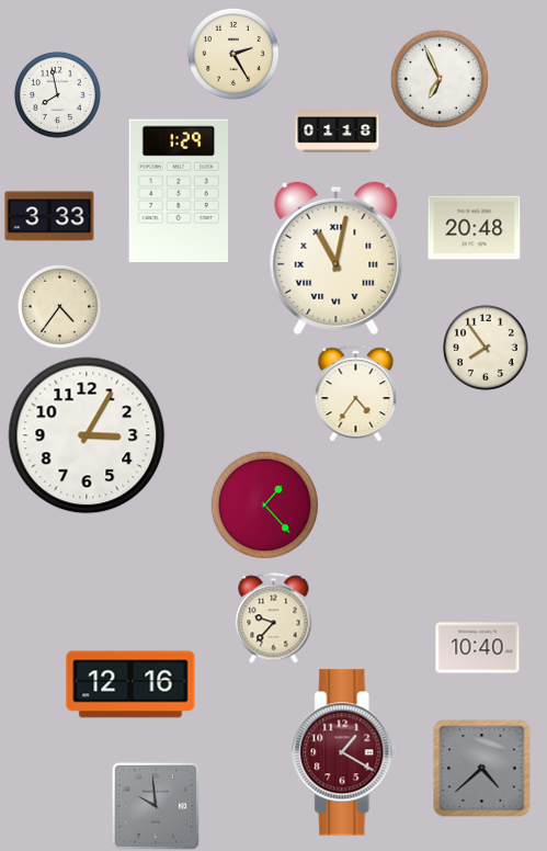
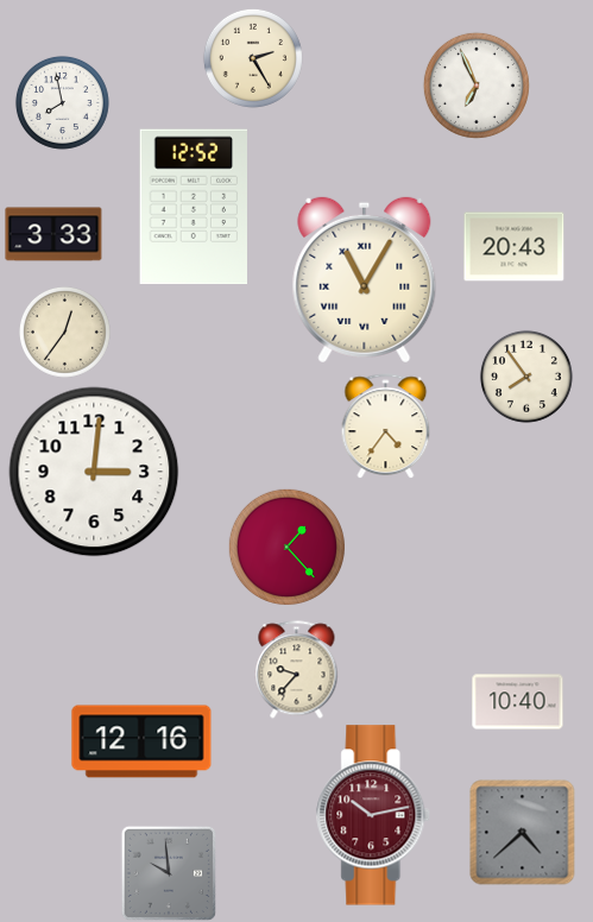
clock at (338, 132): 01:18 -> none
clock at (178, 191): 1:29 -> 12:52
clock at (475, 228): 20:48 -> 20:43
clock at (337, 259): 11:02 -> 11:05
clock at (59, 306): 4:36 -> 12:36
clock at (87, 435): 3:05 -> 3:01
clock at (345, 752): 1:20 -> 10:13
